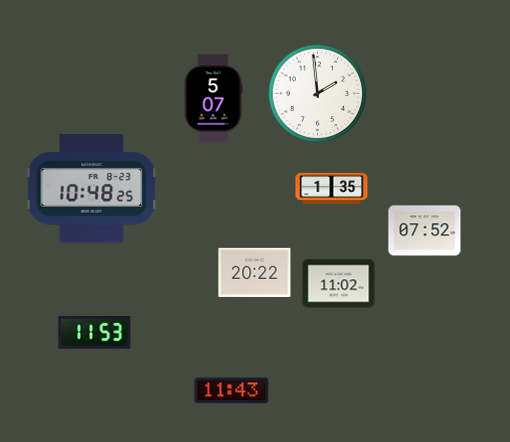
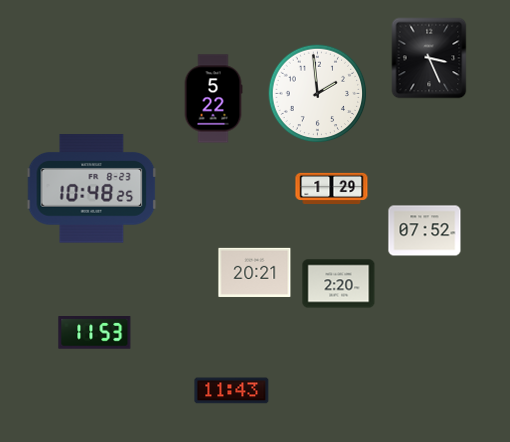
clock at (429, 58): none -> 3:26
clock at (213, 99): 5:07 -> 5:22
clock at (332, 188): 1:35 -> 1:29
clock at (255, 272): 20:22 -> 20:21
clock at (339, 284): 11:02 -> 2:20
